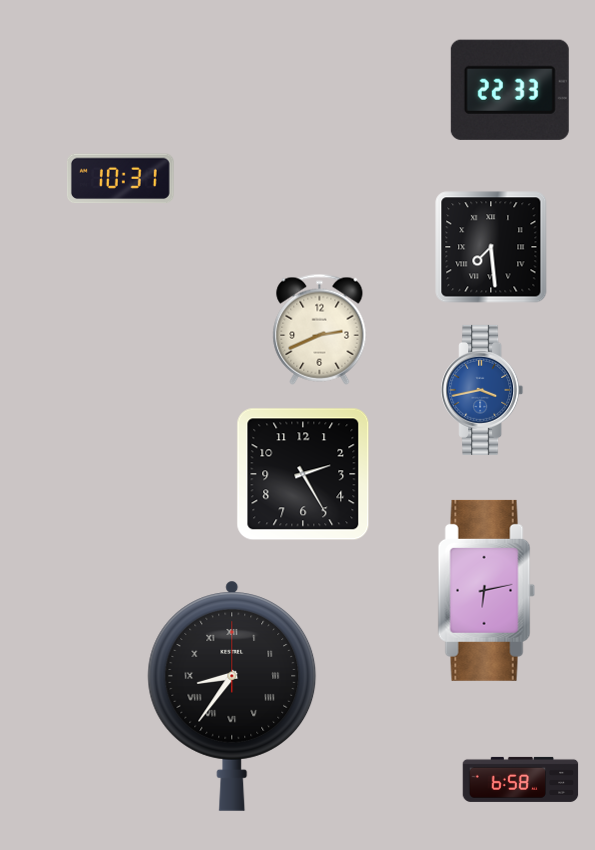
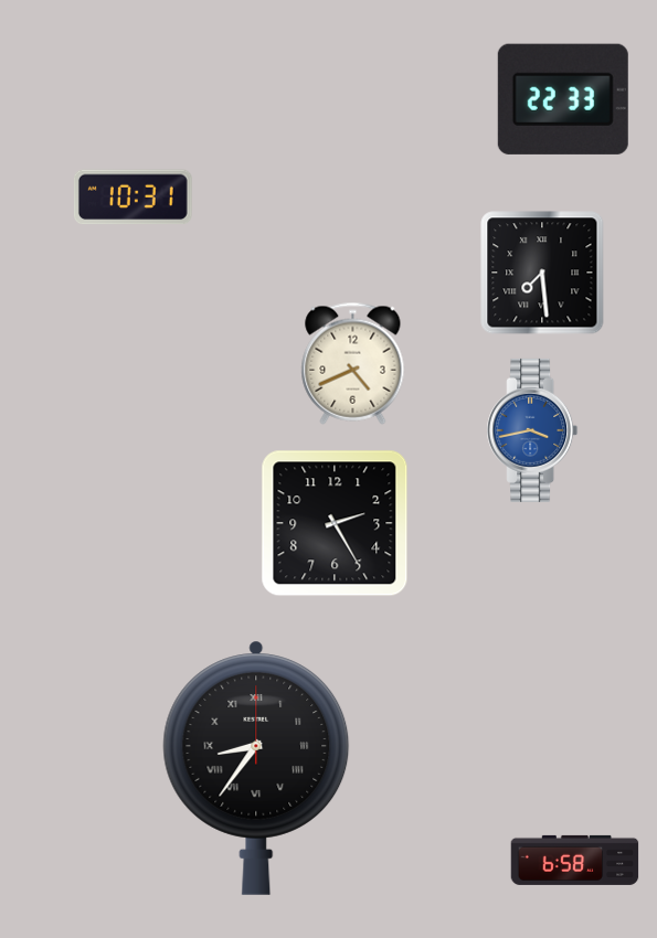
clock at (320, 329): 2:41 -> 4:41
clock at (487, 590): 6:13 -> none
